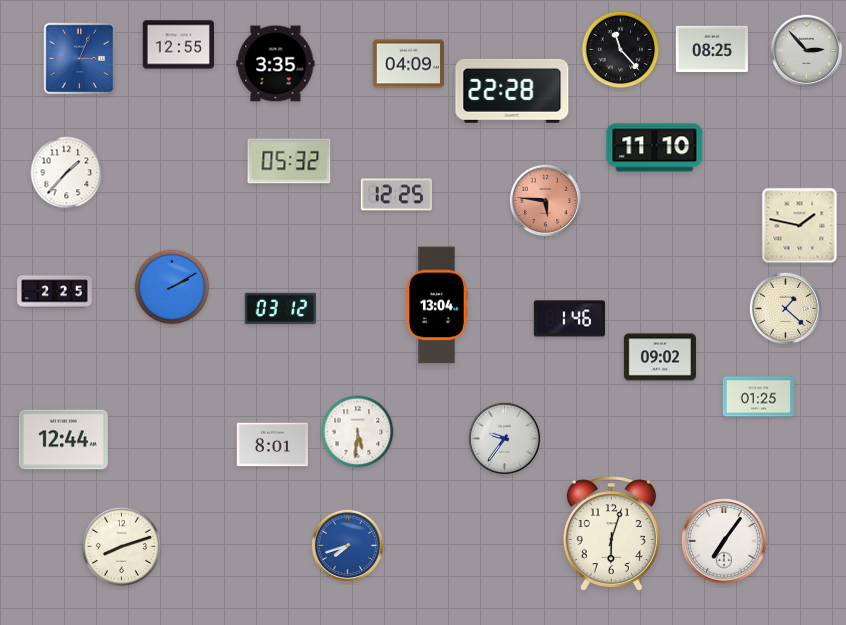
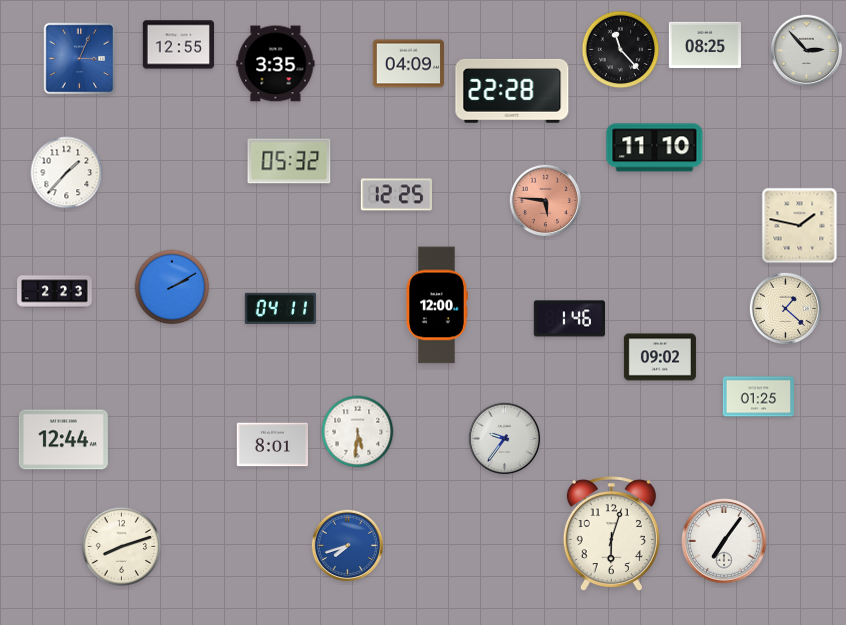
clock at (712, 49) position: (712, 49) -> (705, 45)
clock at (55, 292): 2:25 -> 2:23
clock at (437, 305): 13:04 -> 12:00
clock at (280, 308): 03:12 -> 04:11
